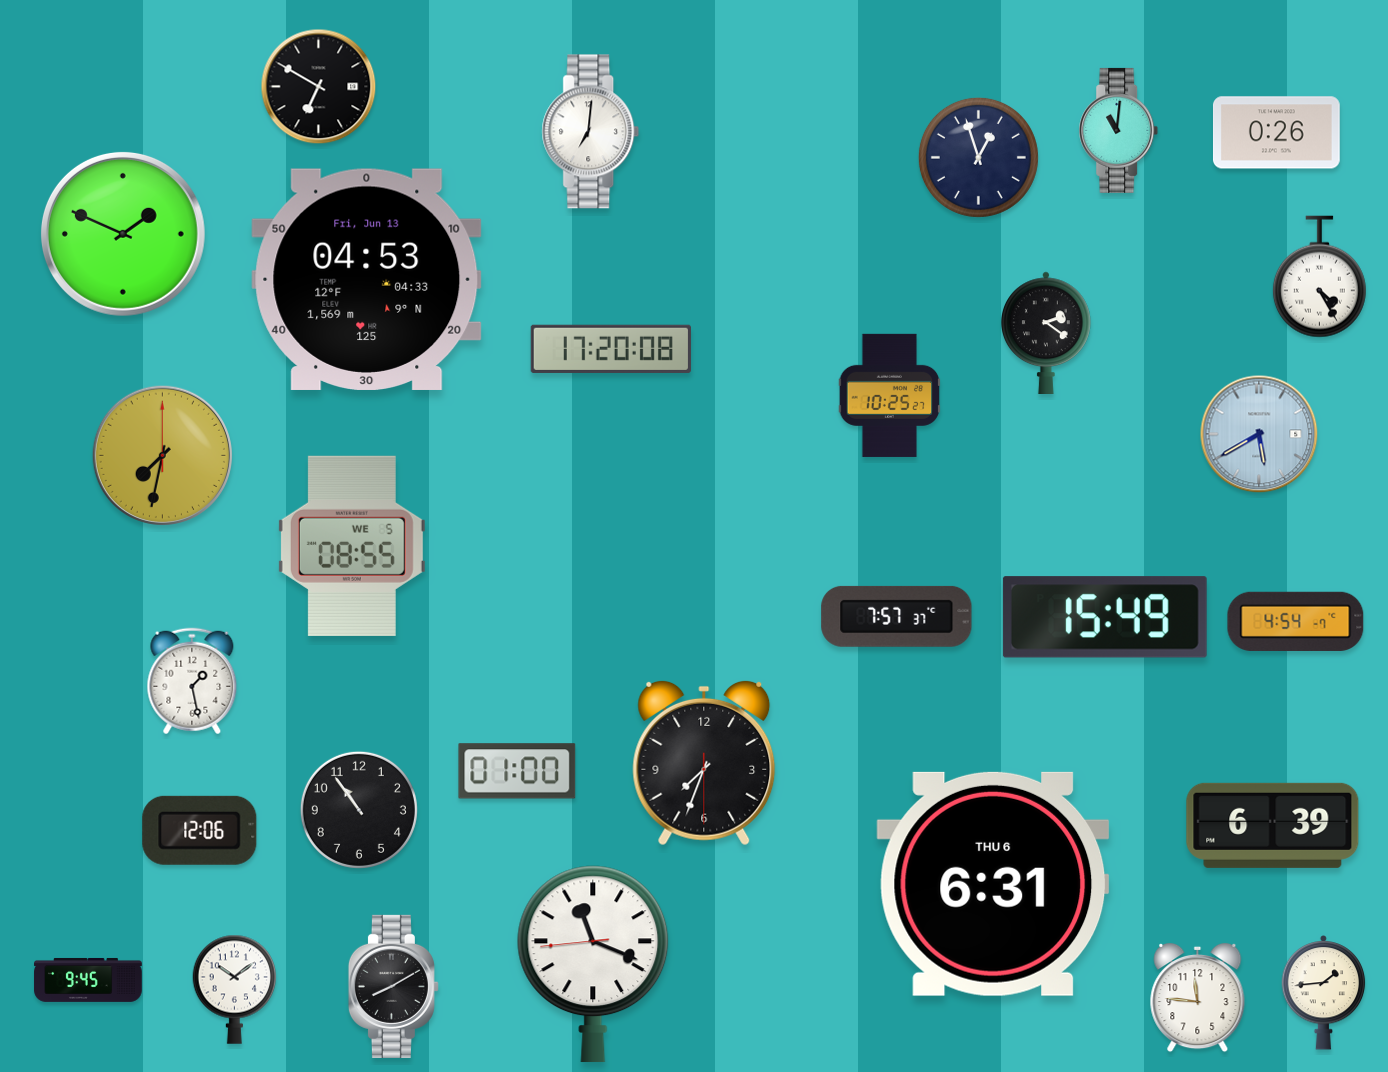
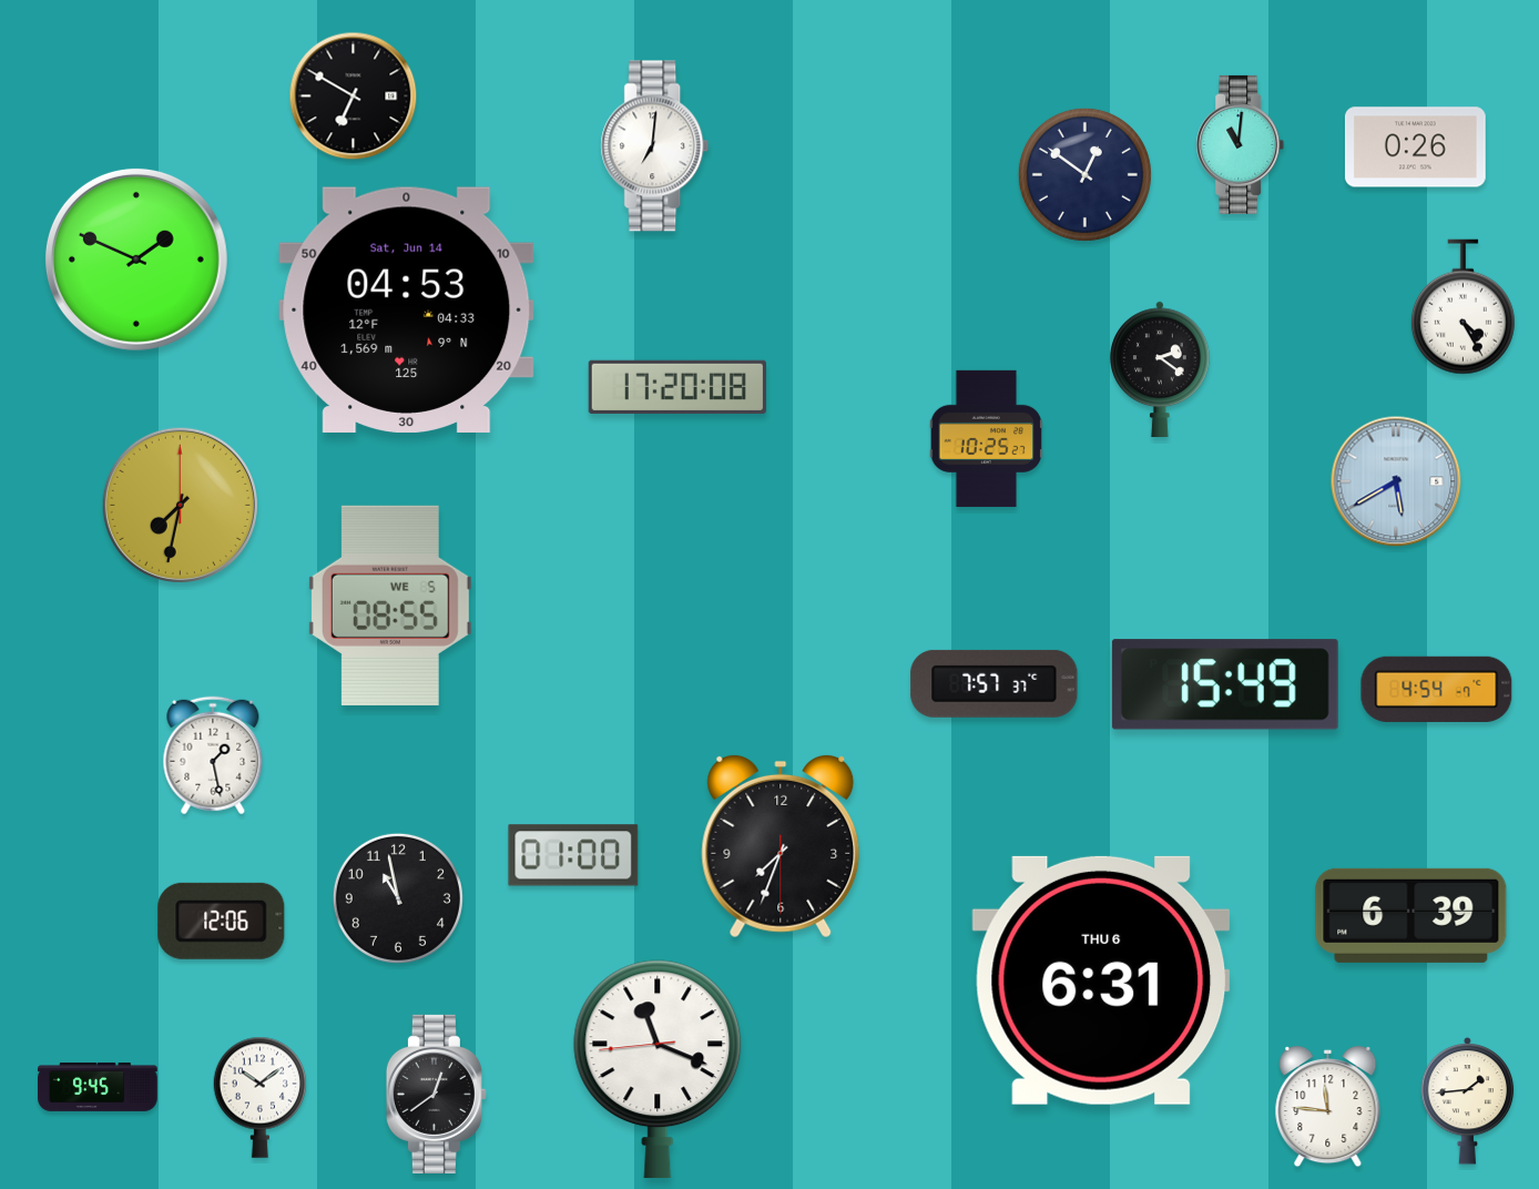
clock at (978, 157): 12:57 -> 12:51
clock at (367, 279) date: Fri, Jun 13 -> Sat, Jun 14
clock at (359, 810): 10:54 -> 10:58
clock at (393, 986): 8:10 -> 12:39
